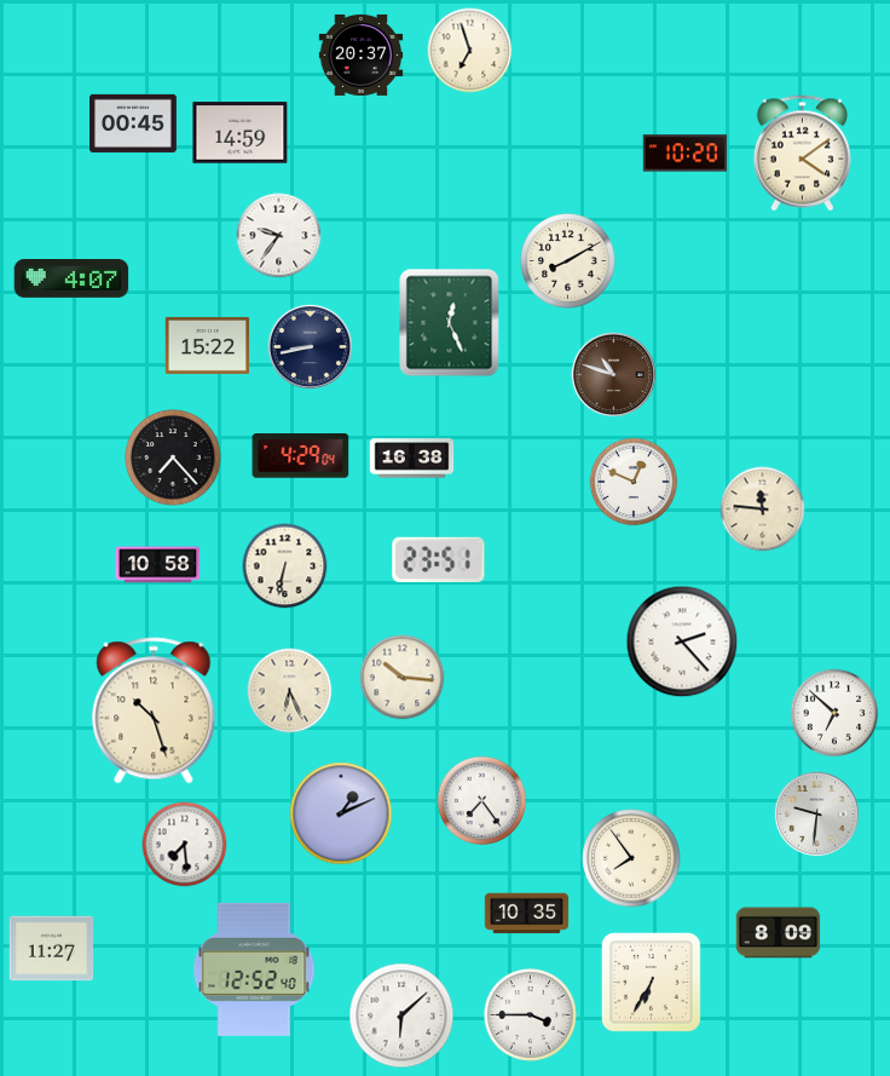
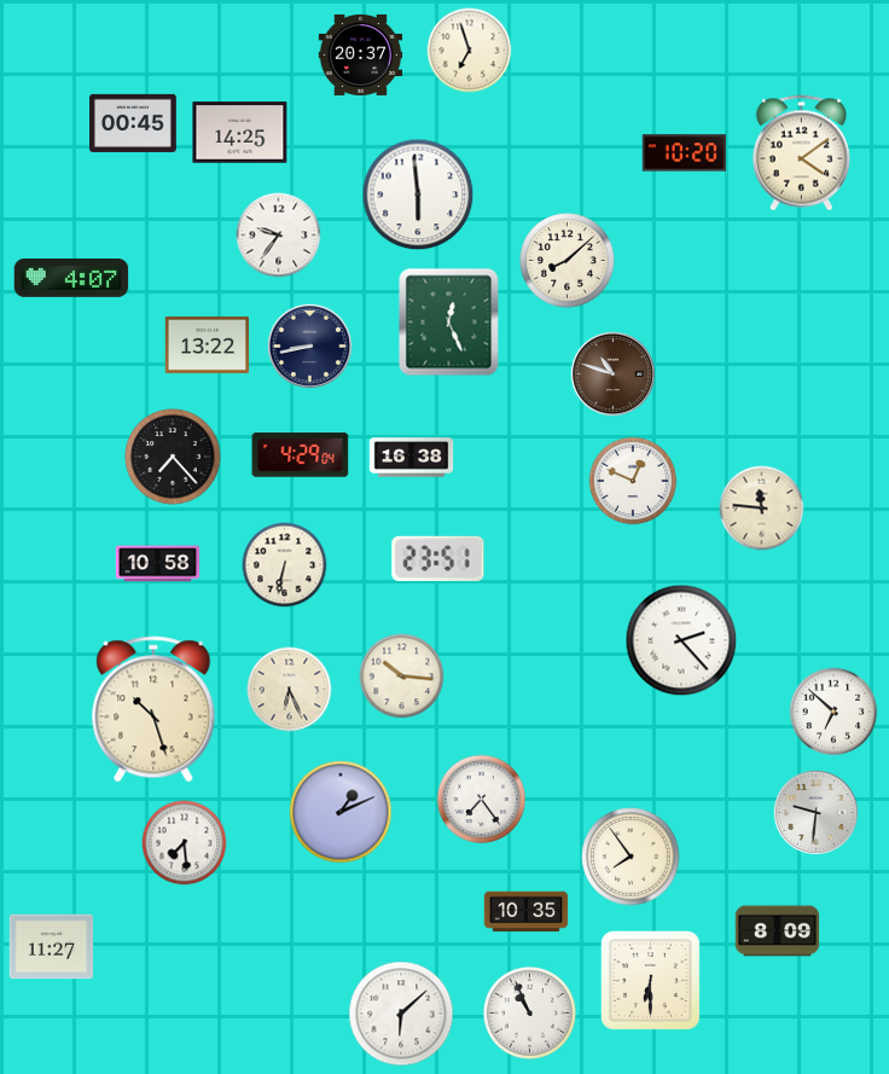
clock at (241, 133): 14:59 -> 14:25
clock at (418, 195): none -> 5:59
clock at (568, 261): 8:10 -> 8:08
clock at (208, 345): 15:22 -> 13:22
clock at (254, 969): 12:52 -> none
clock at (651, 982): 6:35 -> 6:30
clock at (530, 1014): 3:45 -> 10:56
